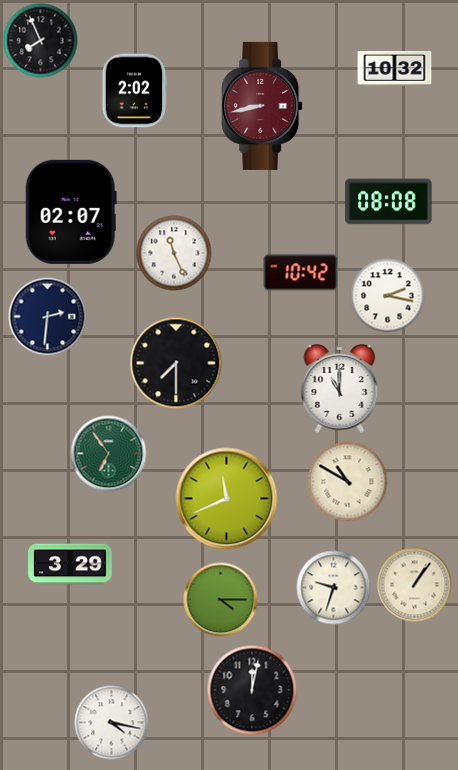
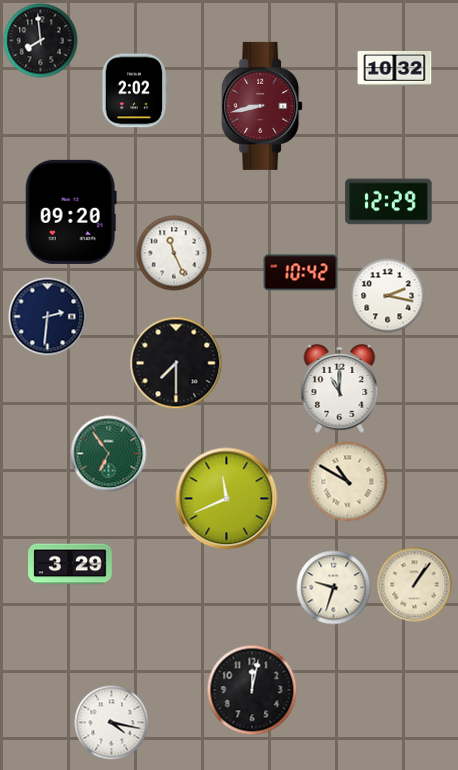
clock at (41, 41): 7:56 -> 7:59
clock at (389, 202): 08:08 -> 12:29
clock at (71, 212): 02:07 -> 09:20
clock at (221, 600): 4:15 -> none
